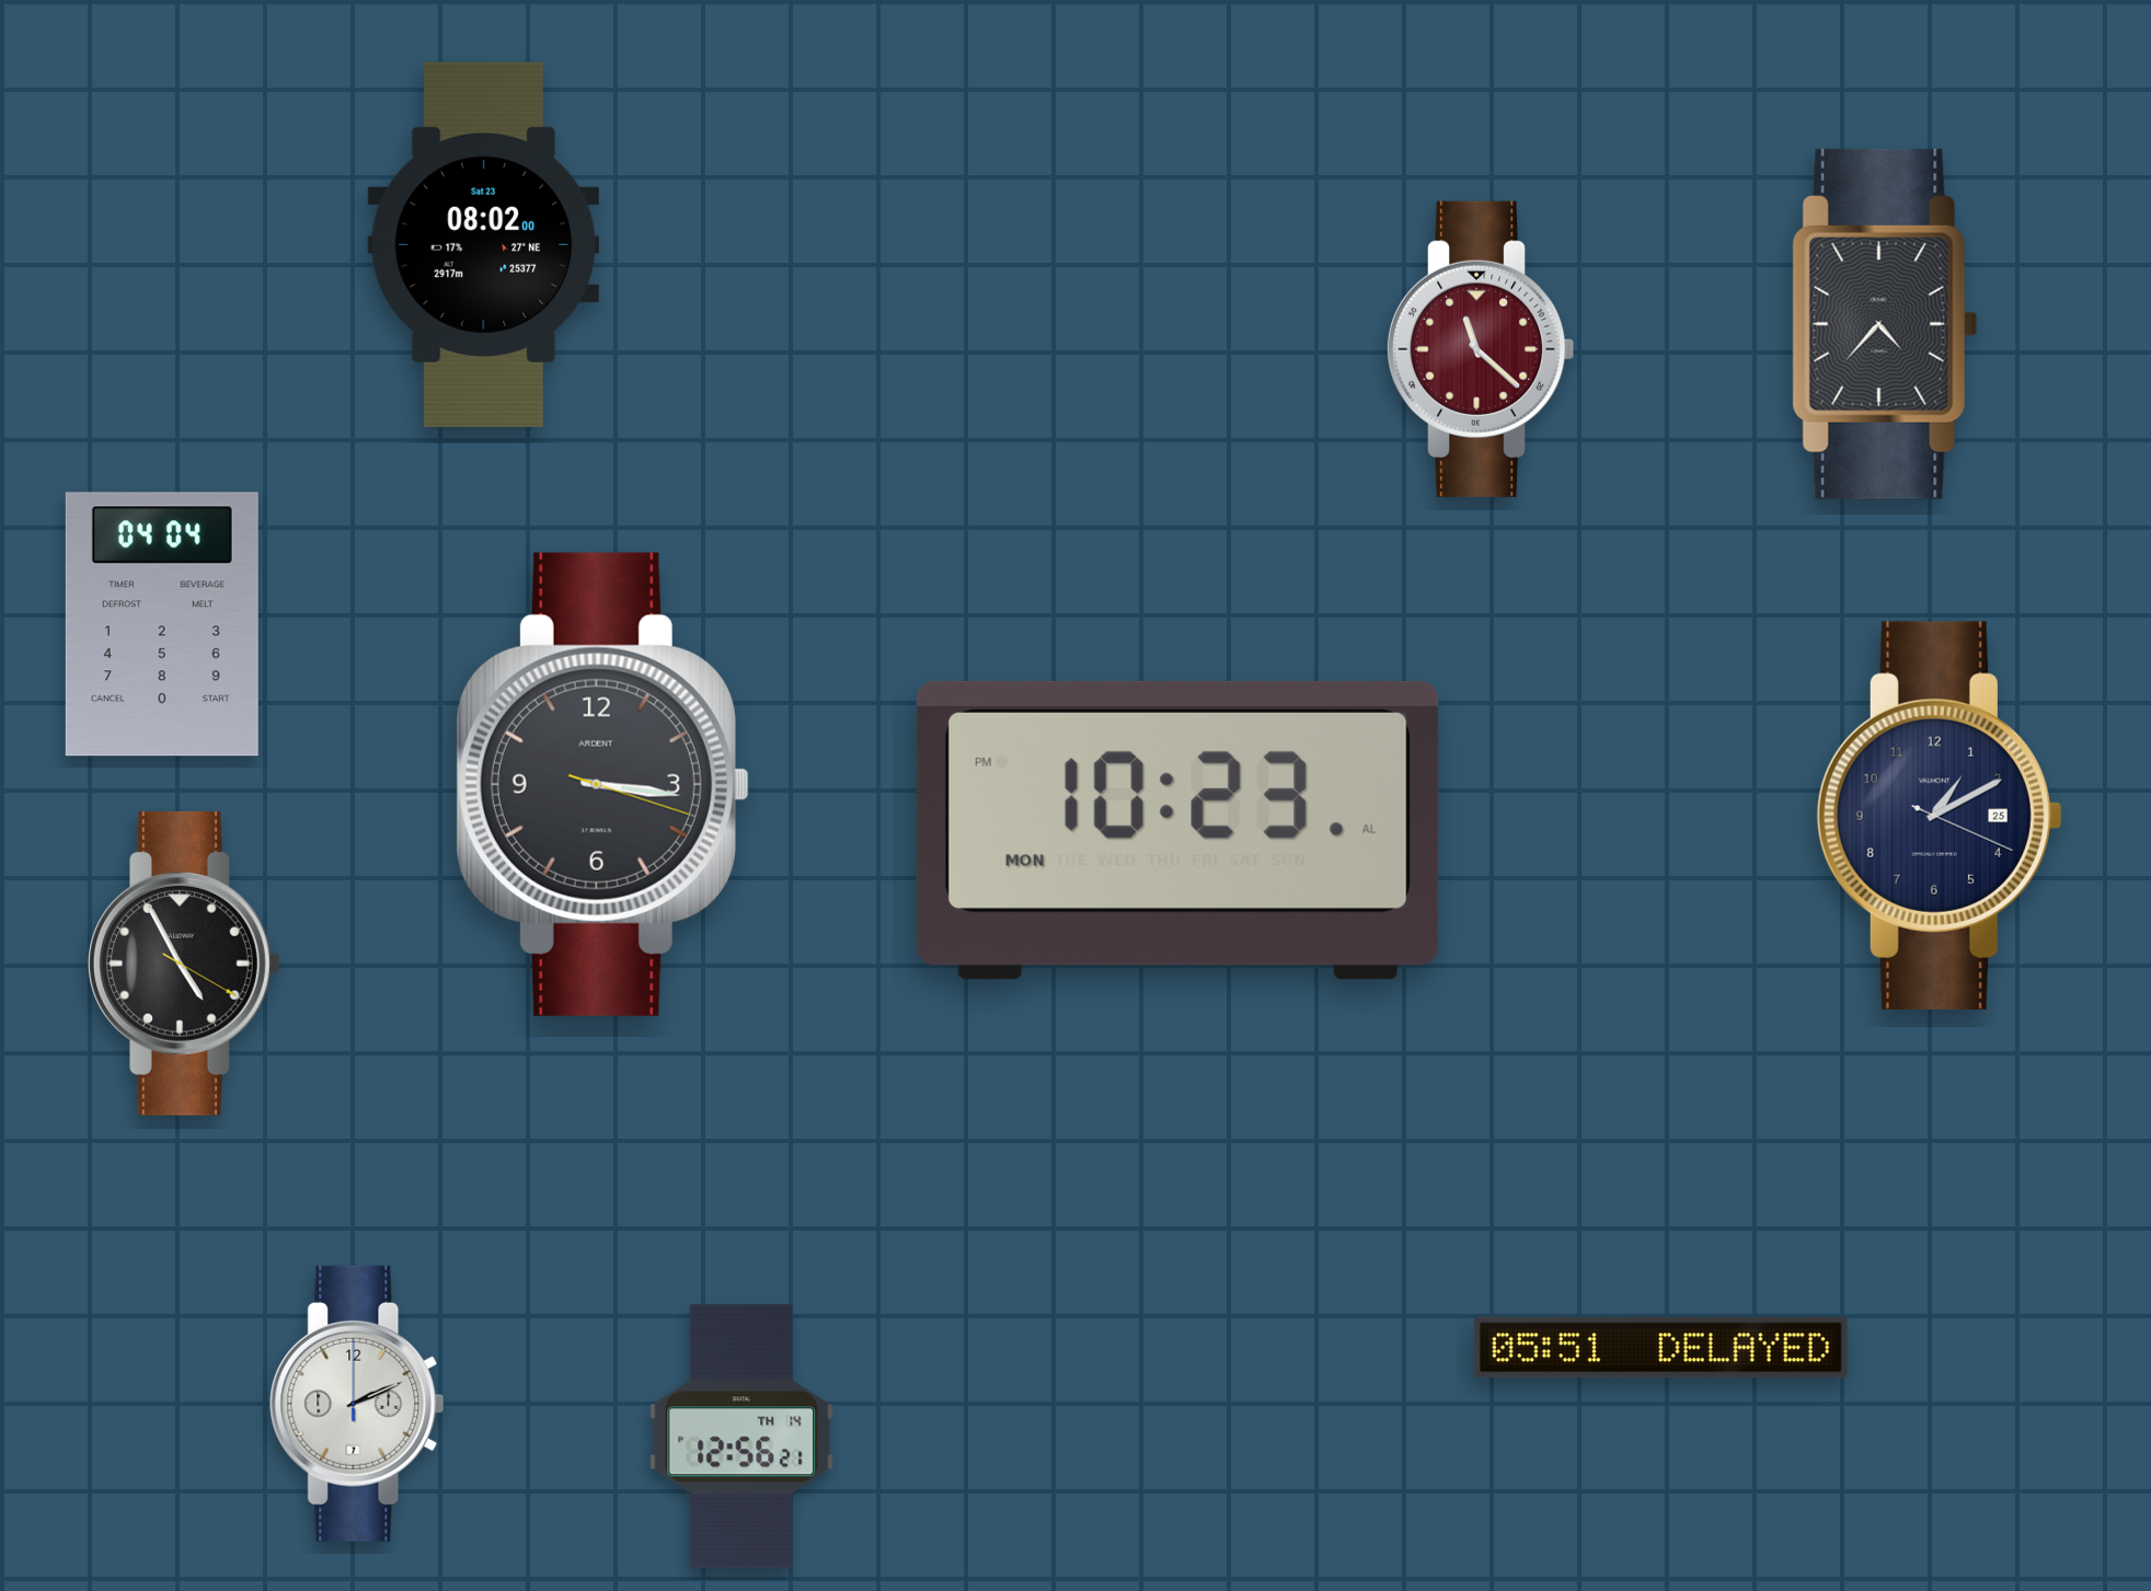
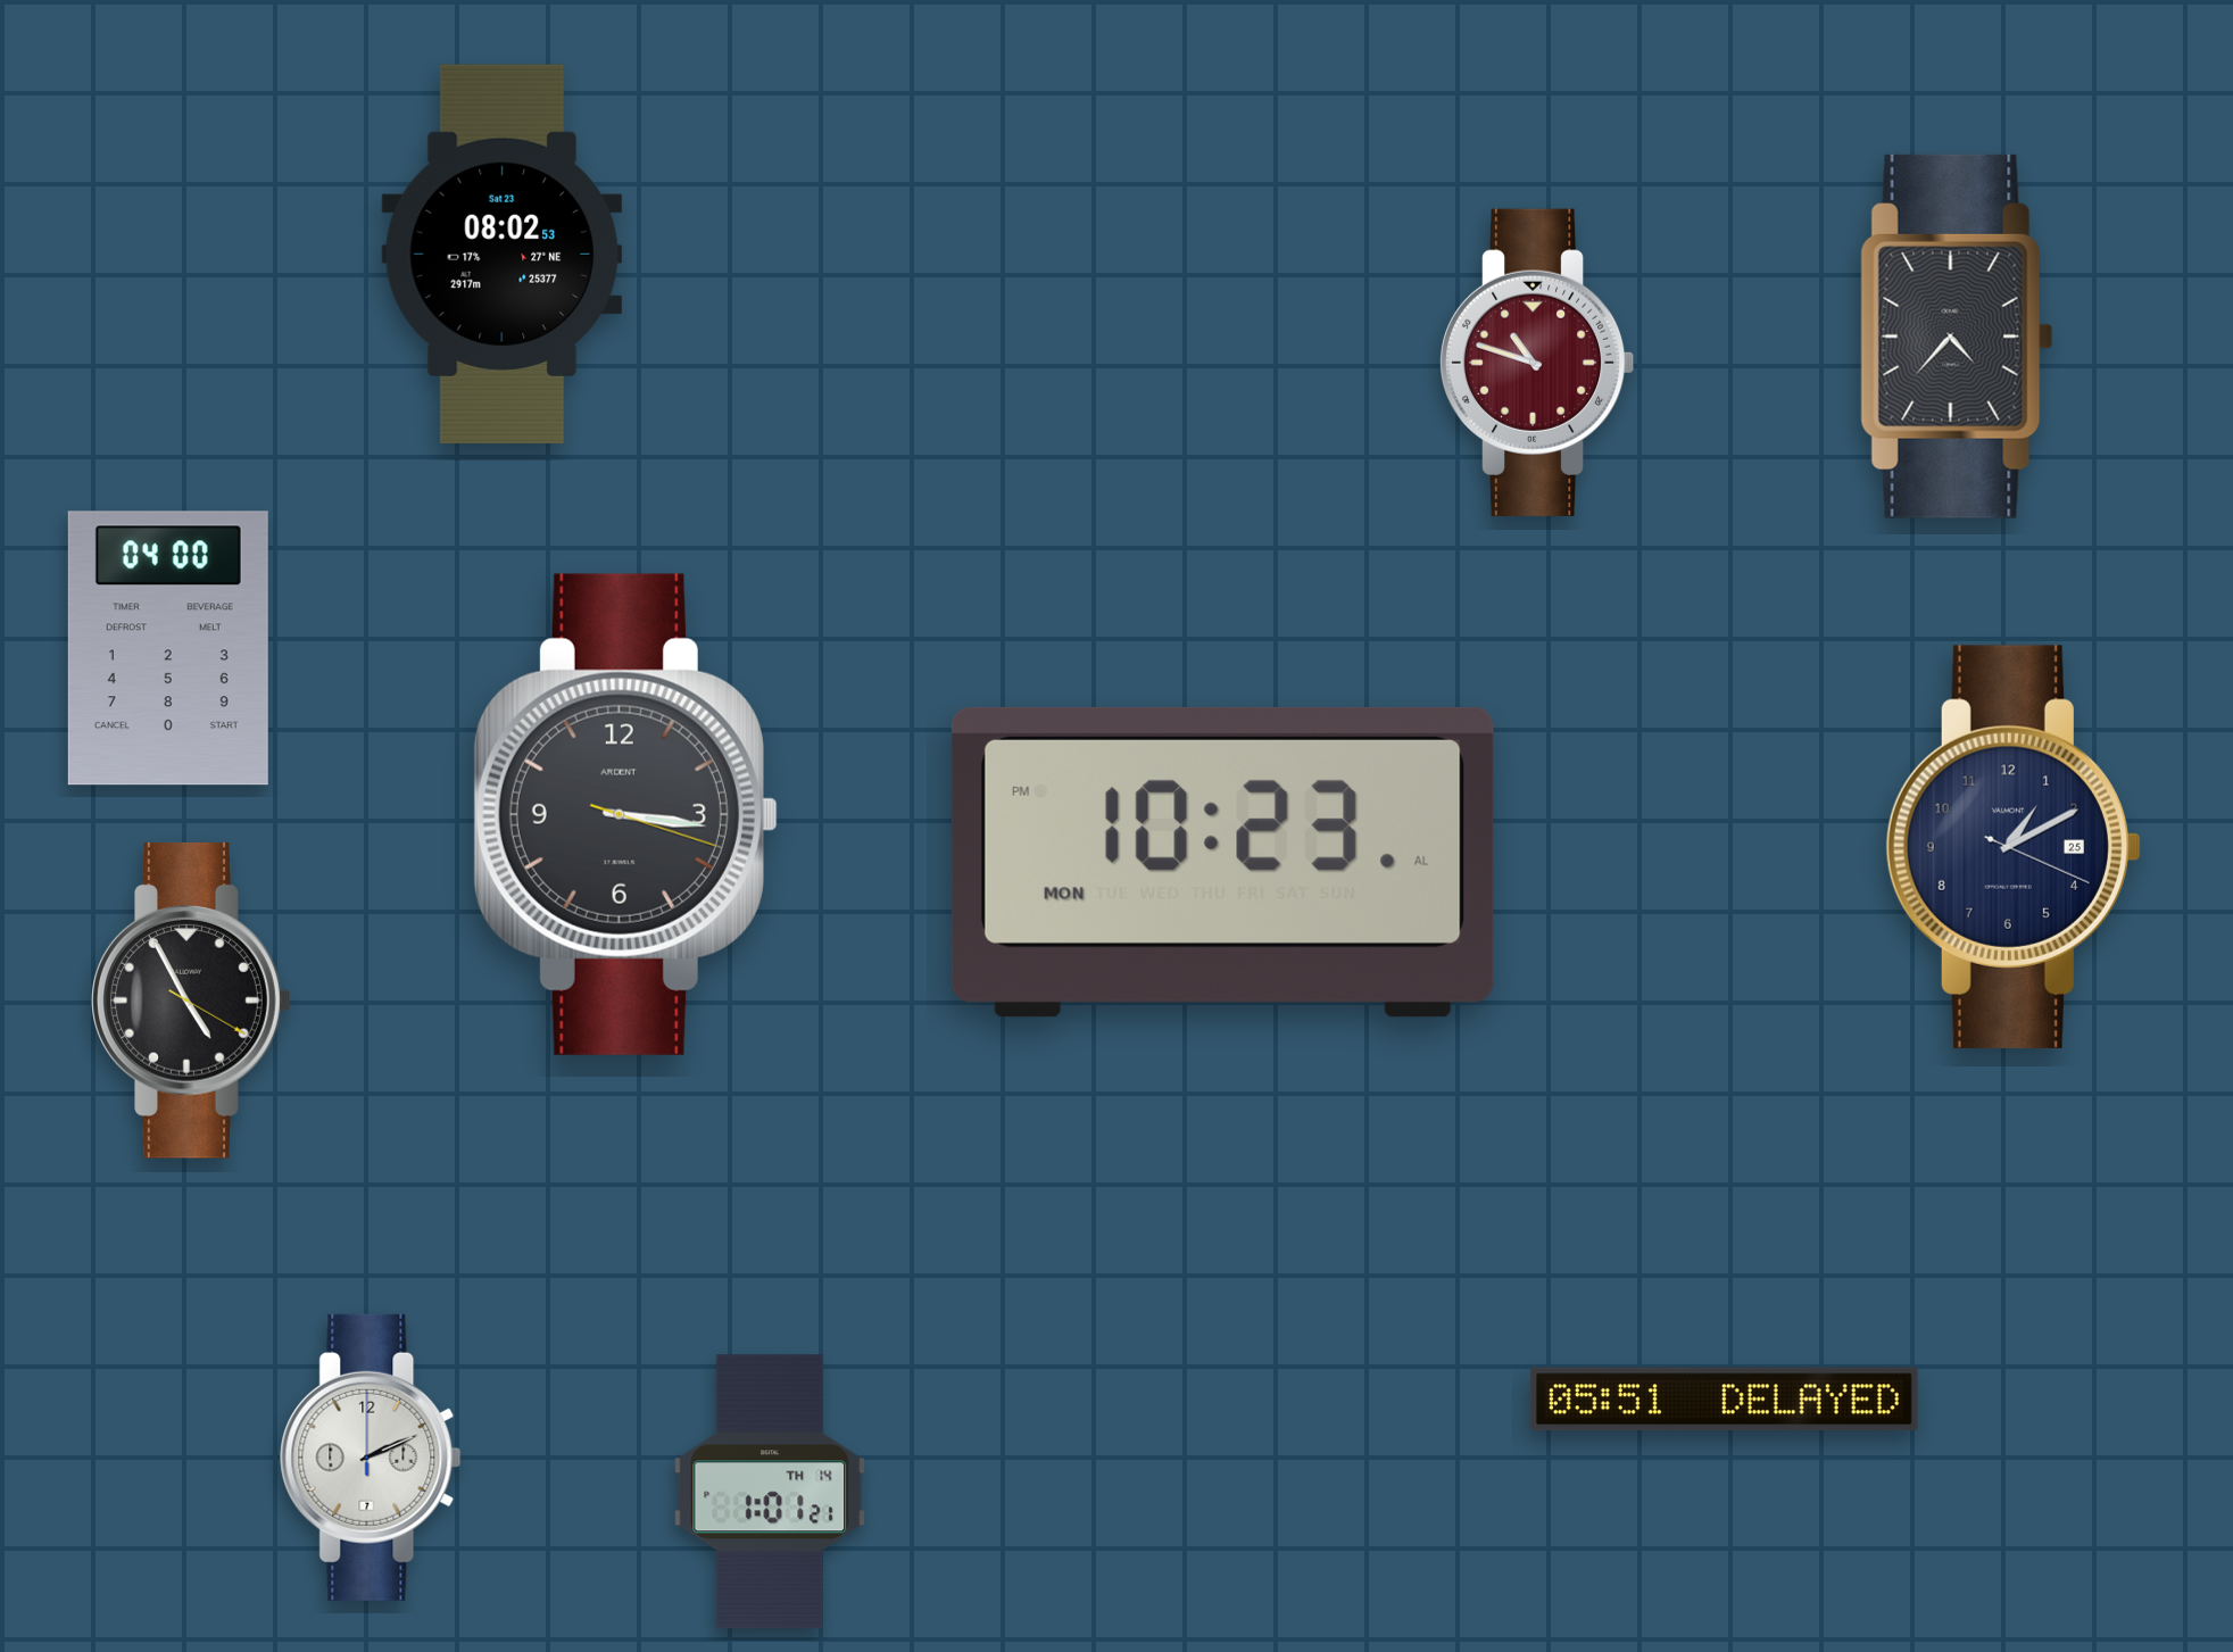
clock at (484, 244): 08:02:00 -> 08:02:53
clock at (1481, 349): 11:22 -> 10:48
clock at (162, 624): 04:04 -> 04:00
clock at (741, 1437): 12:56 -> 1:01
